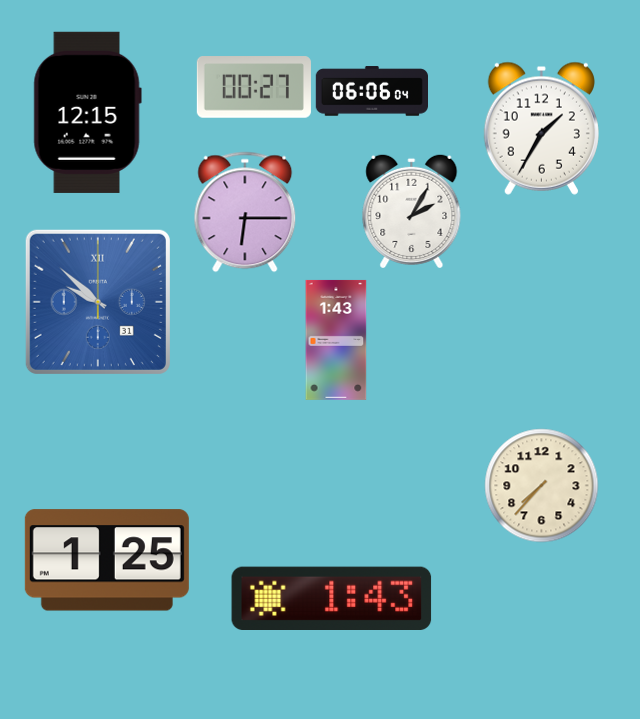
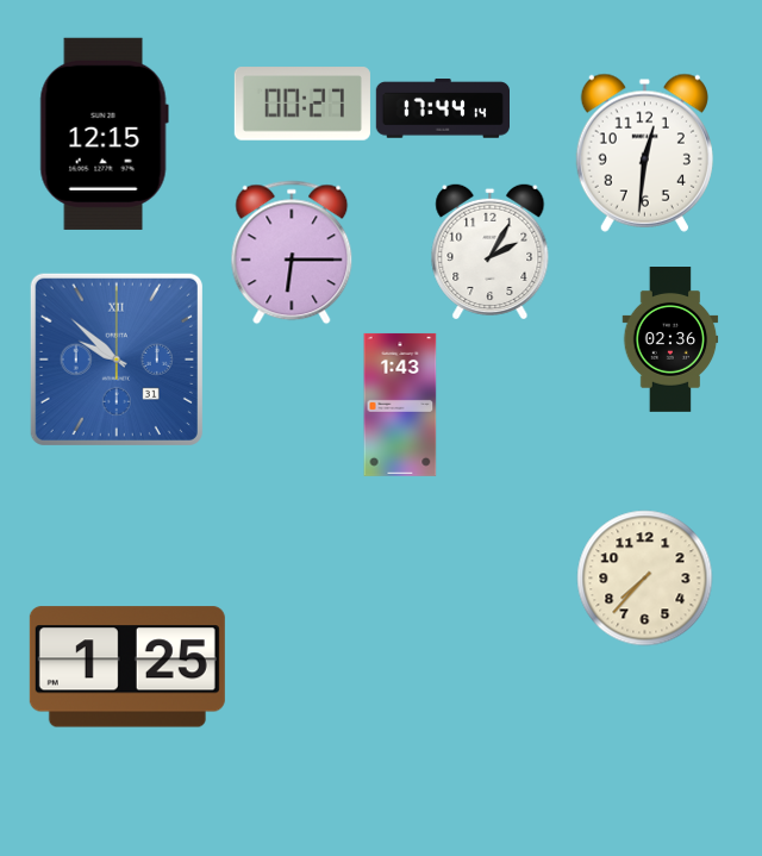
clock at (371, 91): 06:06 -> 17:44
clock at (541, 128): 1:35 -> 12:31
clock at (670, 340): none -> 02:36
clock at (332, 598): 1:43 -> none
